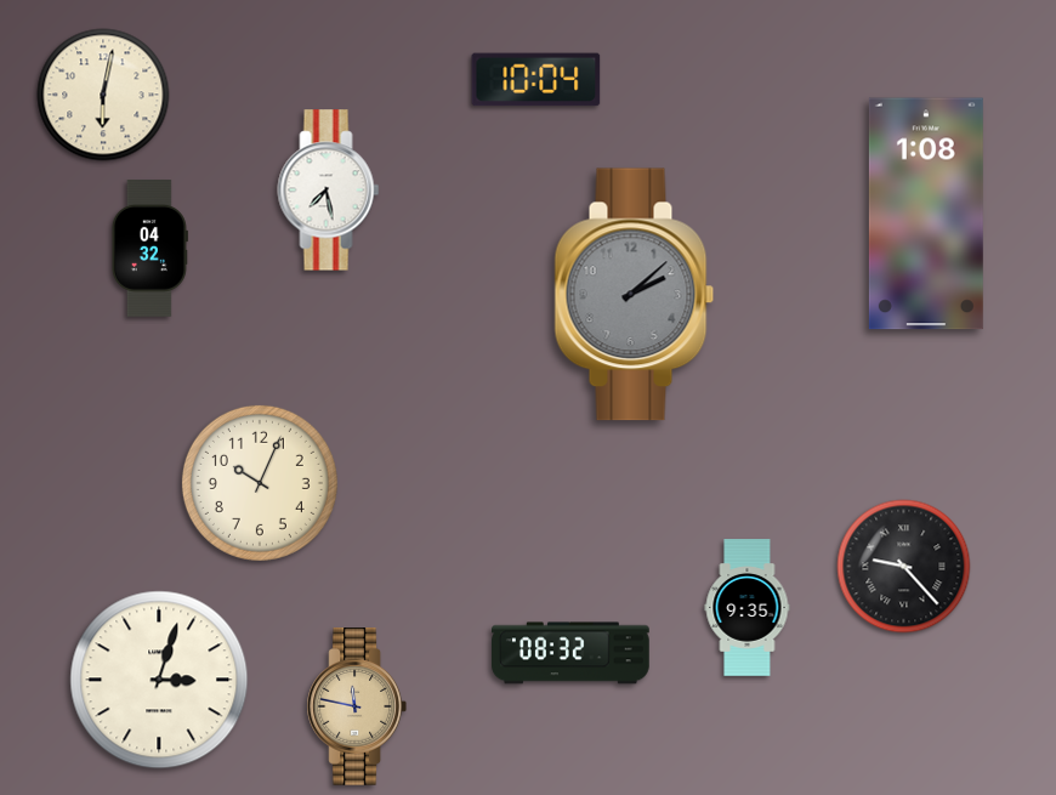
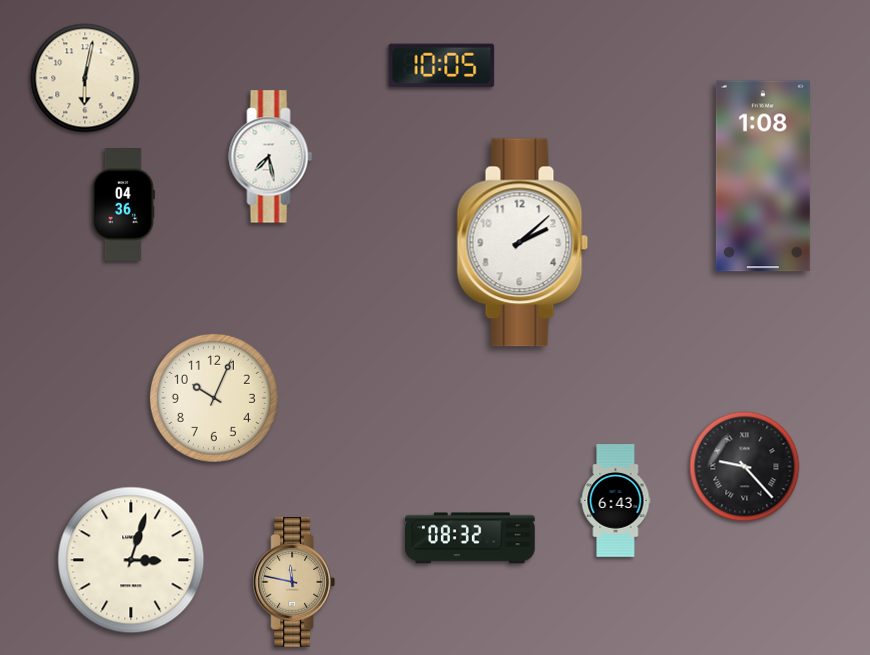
clock at (536, 80): 10:04 -> 10:05
clock at (149, 249): 04:32 -> 04:36
clock at (635, 295) dial: grey -> white
clock at (748, 608): 9:35 -> 6:43
